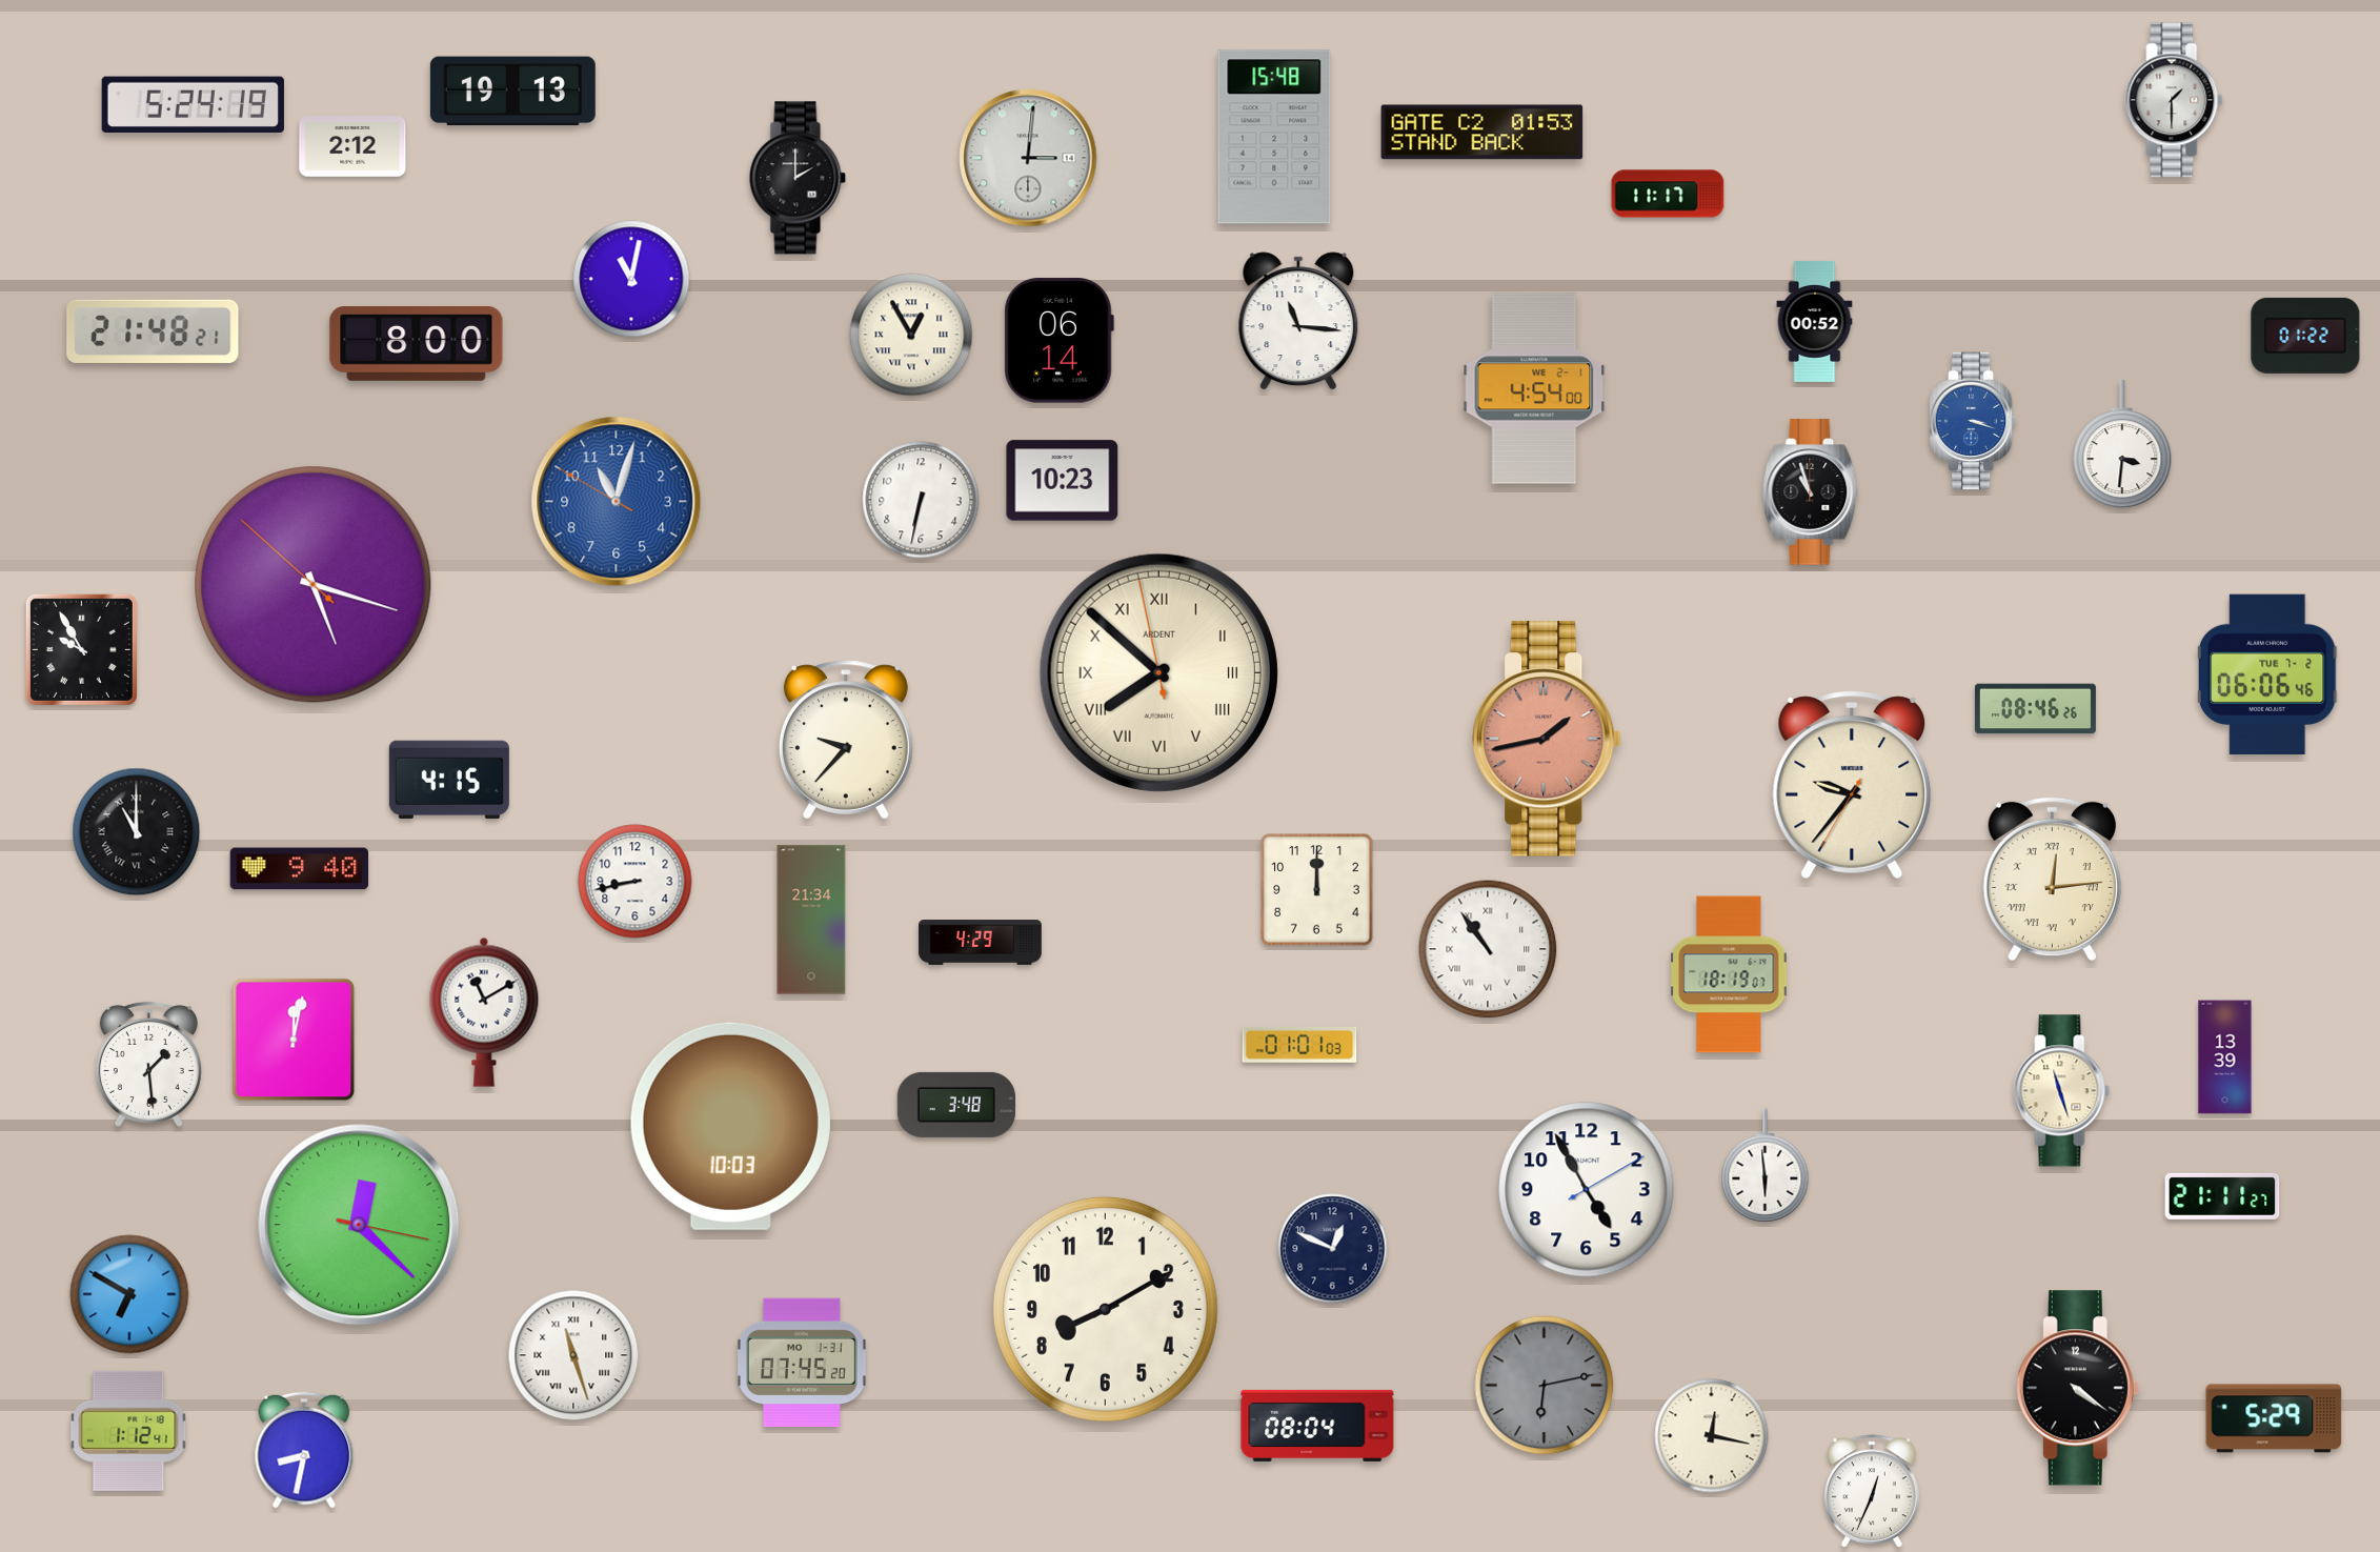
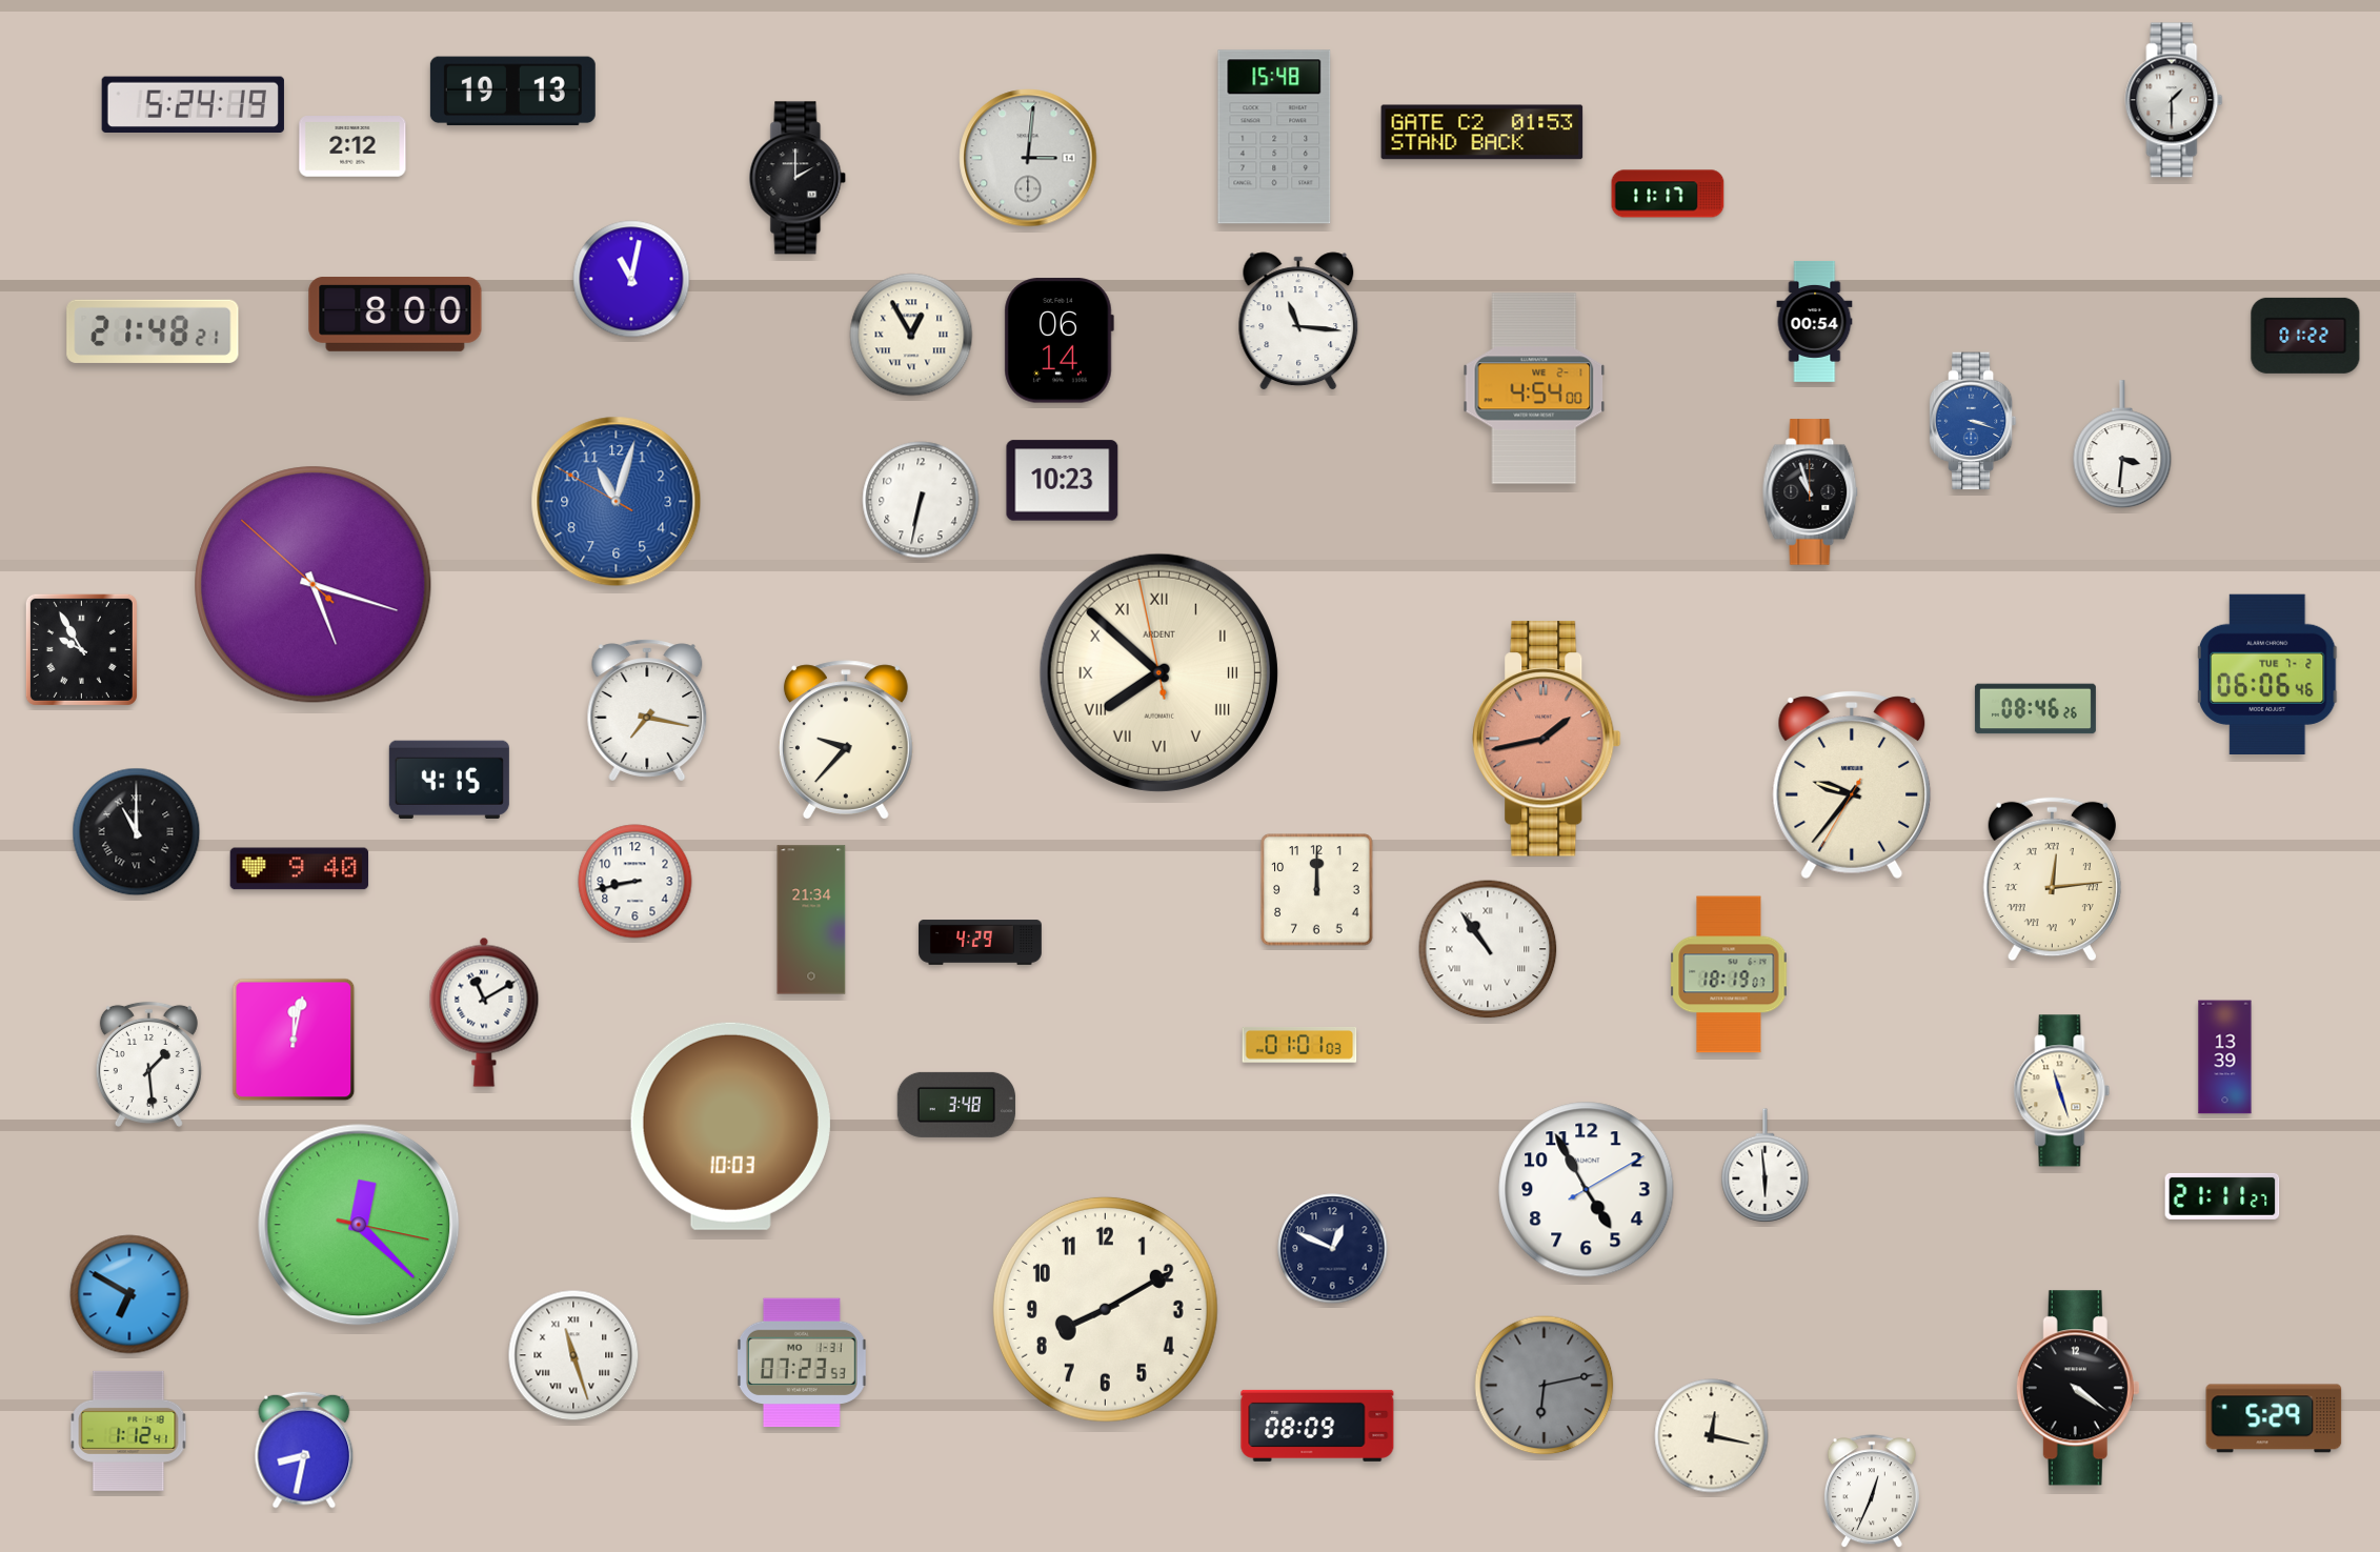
clock at (1815, 321): 00:52 -> 00:54
clock at (417, 344) position: (417, 344) -> (396, 315)
clock at (647, 710): none -> 7:17
clock at (803, 1363): 07:45 -> 07:23
clock at (1317, 1426): 08:04 -> 08:09
